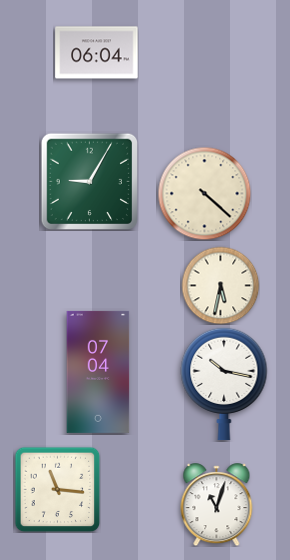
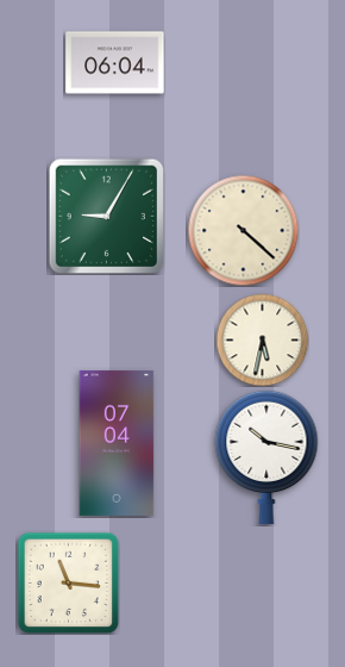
clock at (217, 505): 11:03 -> none
